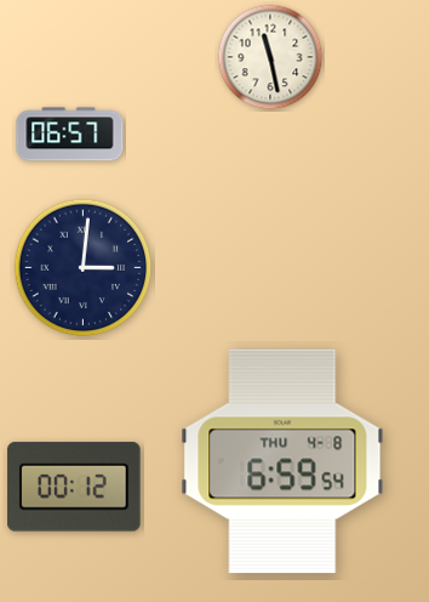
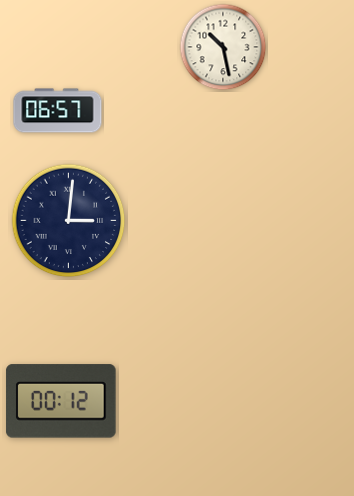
clock at (270, 57): 11:28 -> 10:28
clock at (282, 461): 6:59 -> none
